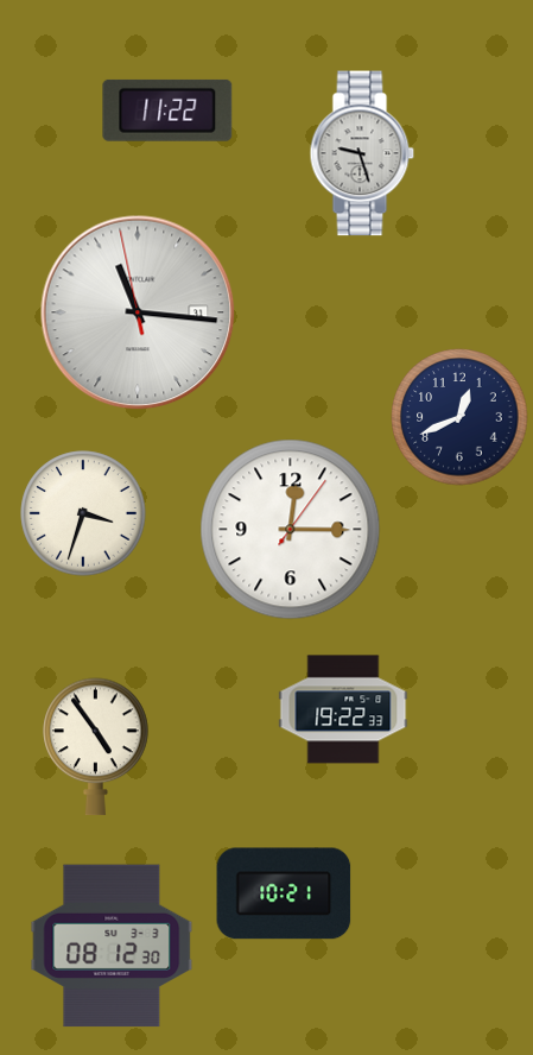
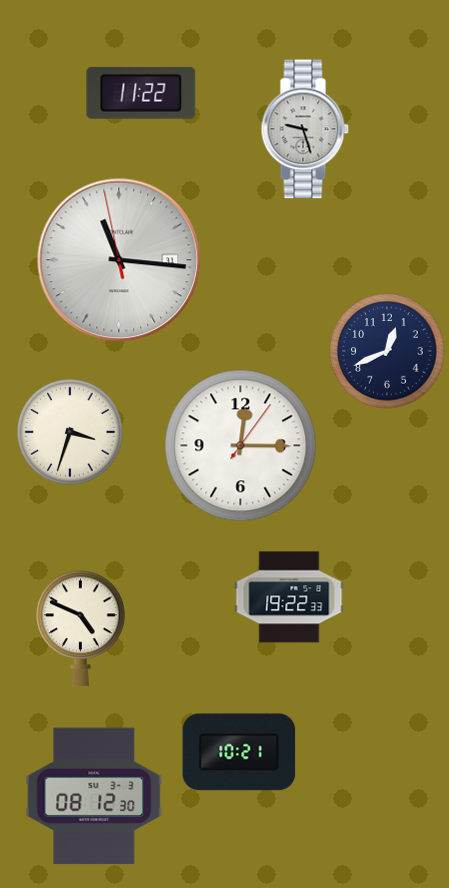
clock at (138, 312) position: (138, 312) -> (119, 260)
clock at (291, 530) position: (291, 530) -> (241, 446)
clock at (96, 747): 4:54 -> 4:49
